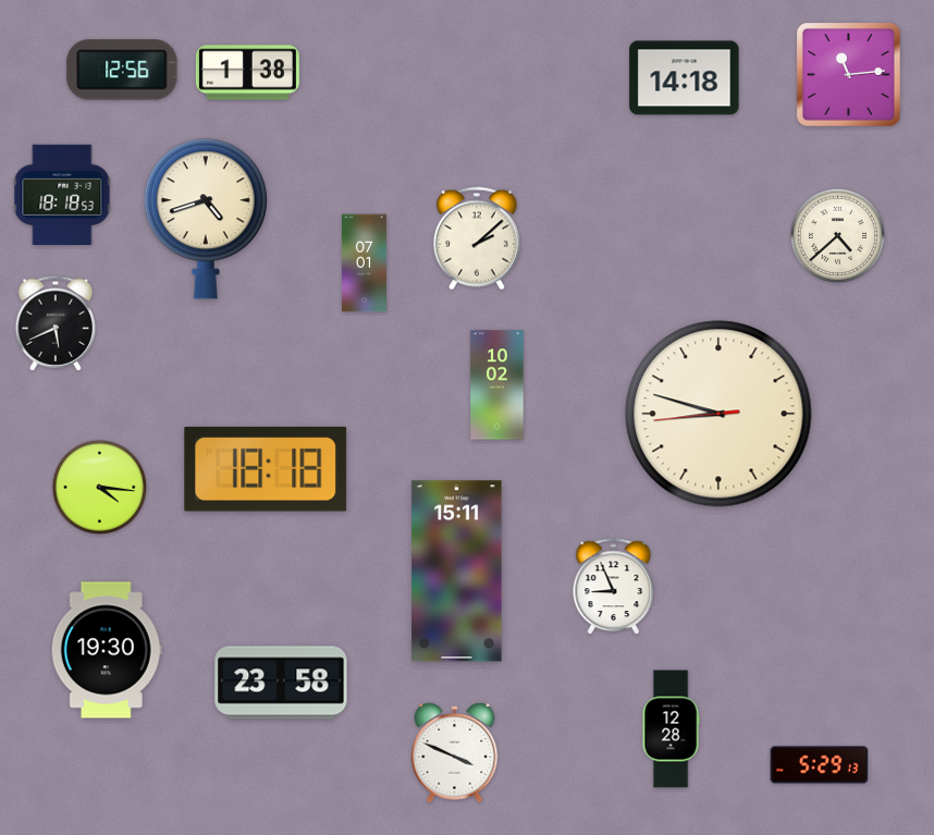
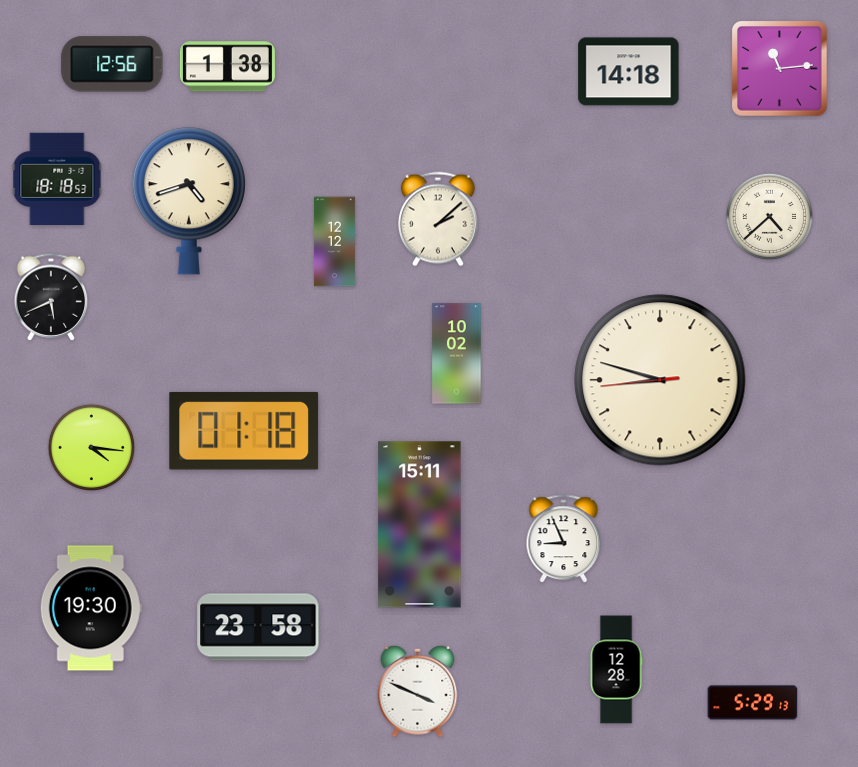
clock at (364, 263): 07:01 -> 12:12
clock at (266, 469): 18:18 -> 01:18
clock at (107, 650) position: (107, 650) -> (91, 608)
